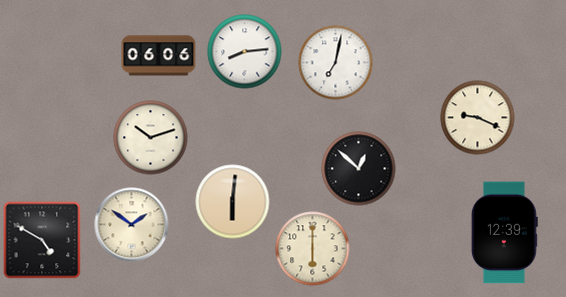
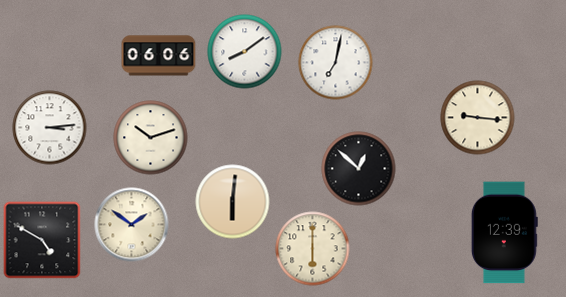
clock at (245, 52): 8:14 -> 8:09
clock at (478, 118): 9:19 -> 9:16
clock at (50, 128): none -> 3:14
